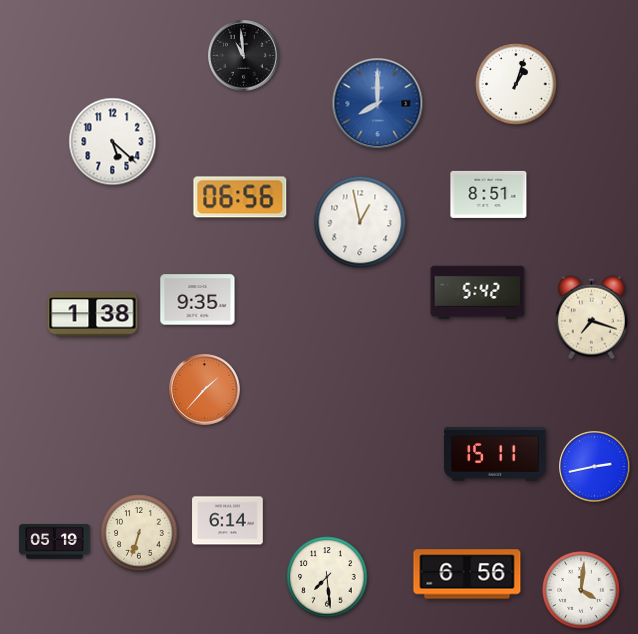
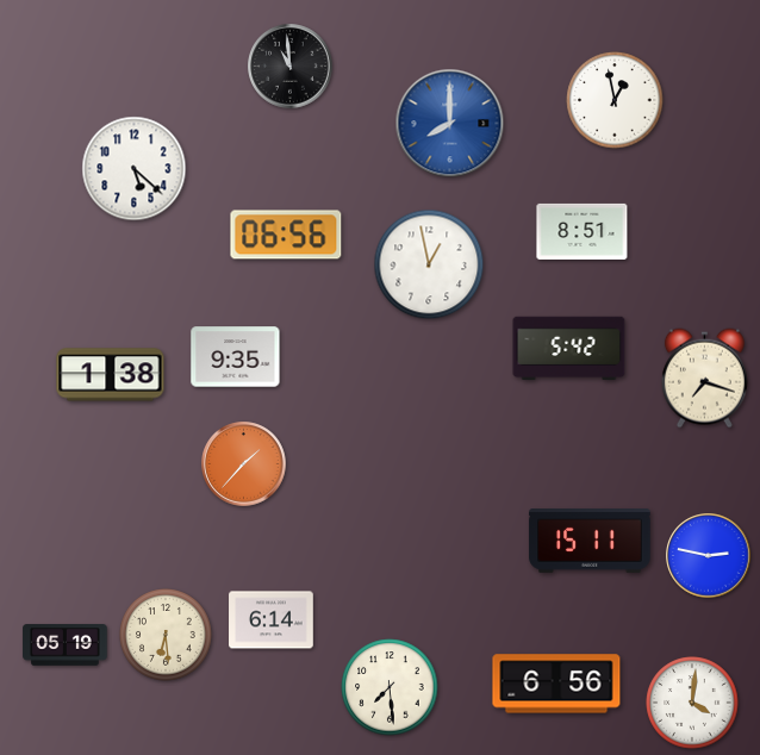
clock at (516, 84): 1:03 -> 12:58
clock at (595, 467): 2:43 -> 2:47
clock at (139, 533): 6:33 -> 6:29
